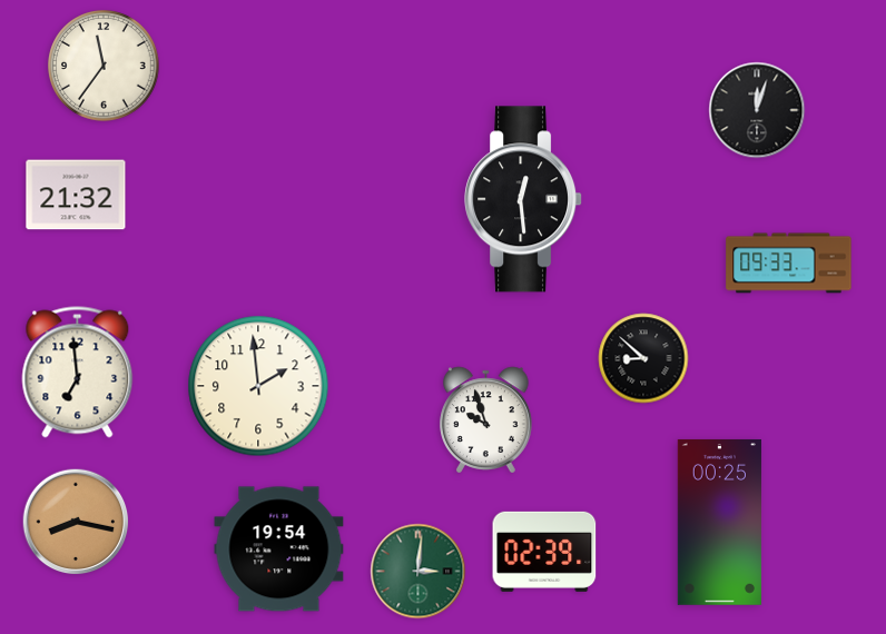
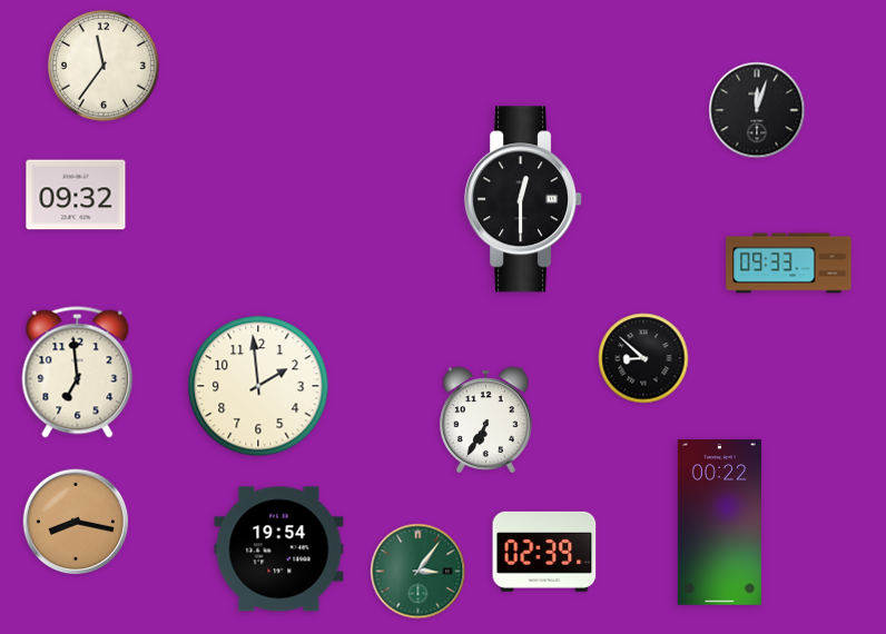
clock at (76, 195): 21:32 -> 09:32
clock at (524, 199): 12:29 -> 12:30
clock at (486, 420): 9:57 -> 6:35
clock at (719, 522): 00:25 -> 00:22
clock at (419, 572): 3:01 -> 3:06
